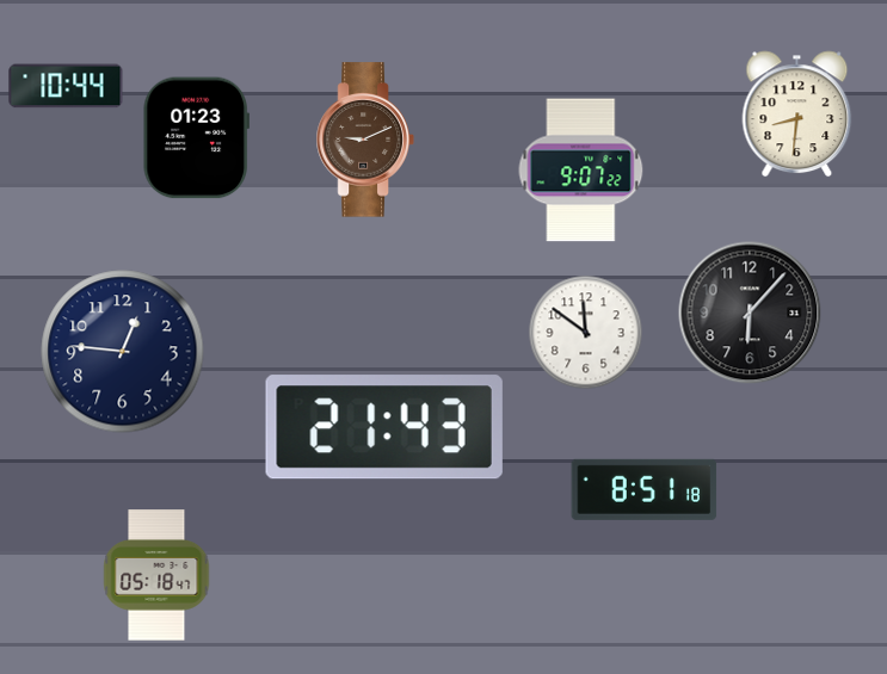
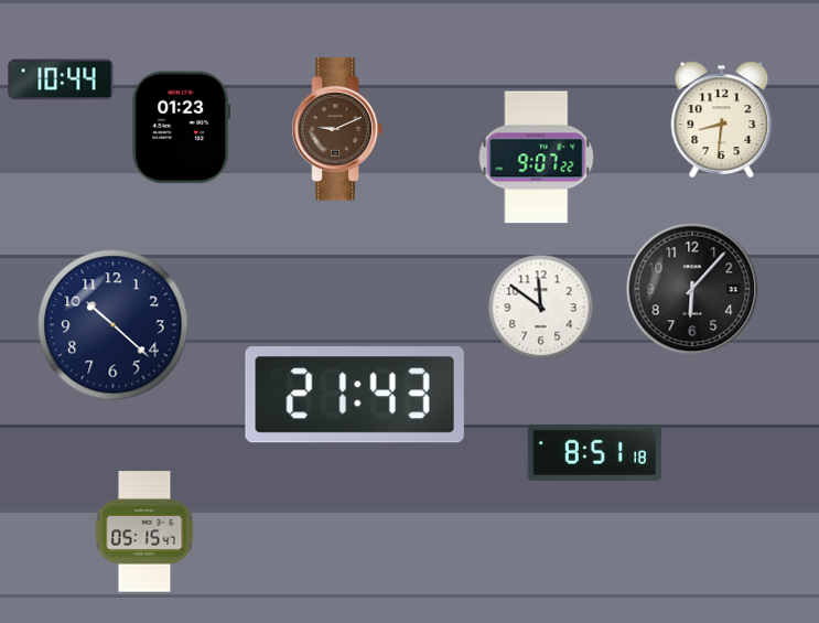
clock at (797, 115) position: (797, 115) -> (722, 120)
clock at (123, 352): 12:46 -> 10:22
clock at (156, 575): 05:18 -> 05:15
